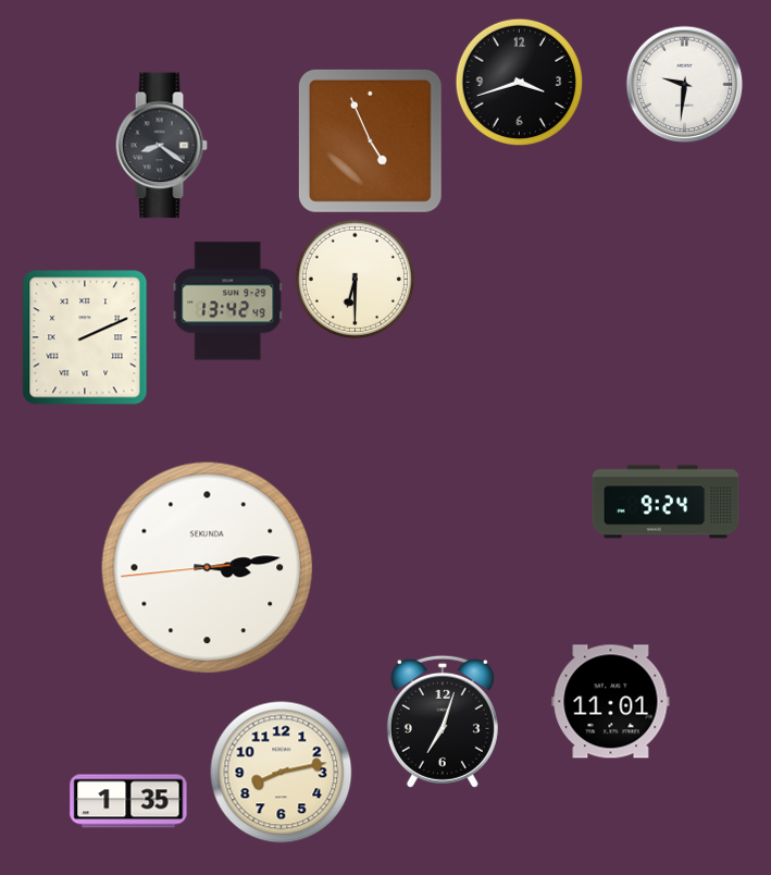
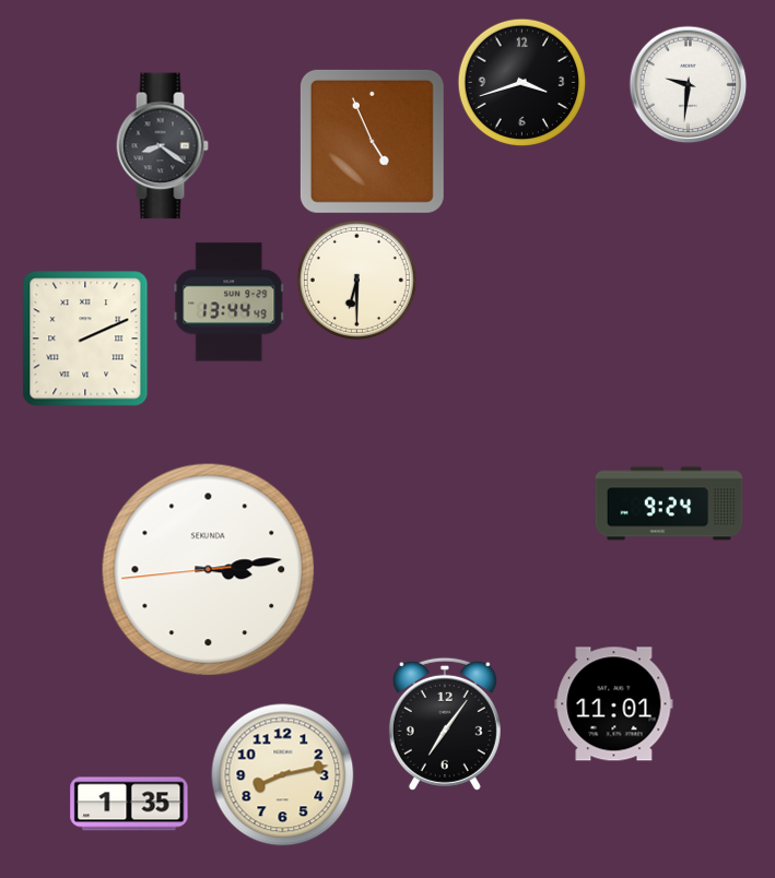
clock at (228, 301): 13:42 -> 13:44
clock at (443, 722): 7:03 -> 7:06
